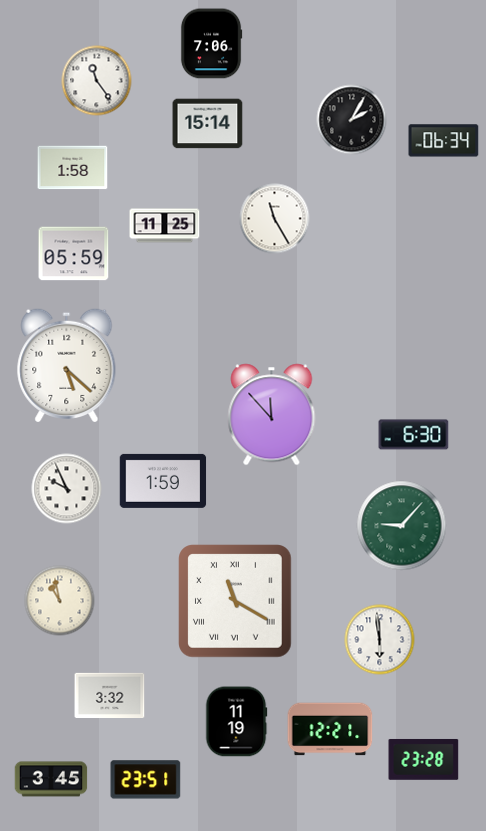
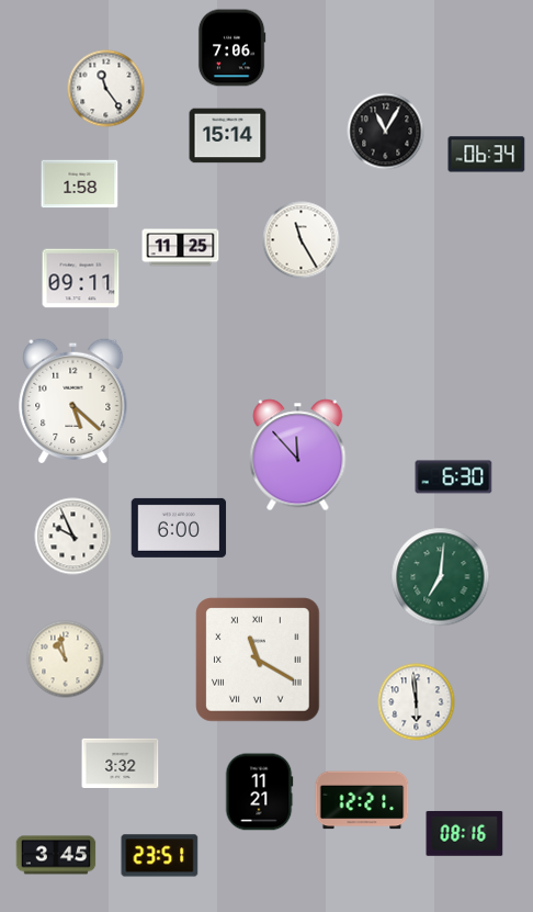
clock at (352, 120): 2:05 -> 11:05
clock at (74, 254): 05:59 -> 09:11
clock at (163, 481): 1:59 -> 6:00
clock at (402, 526): 9:07 -> 7:01
clock at (236, 722): 11:19 -> 11:21
clock at (424, 759): 23:28 -> 08:16
